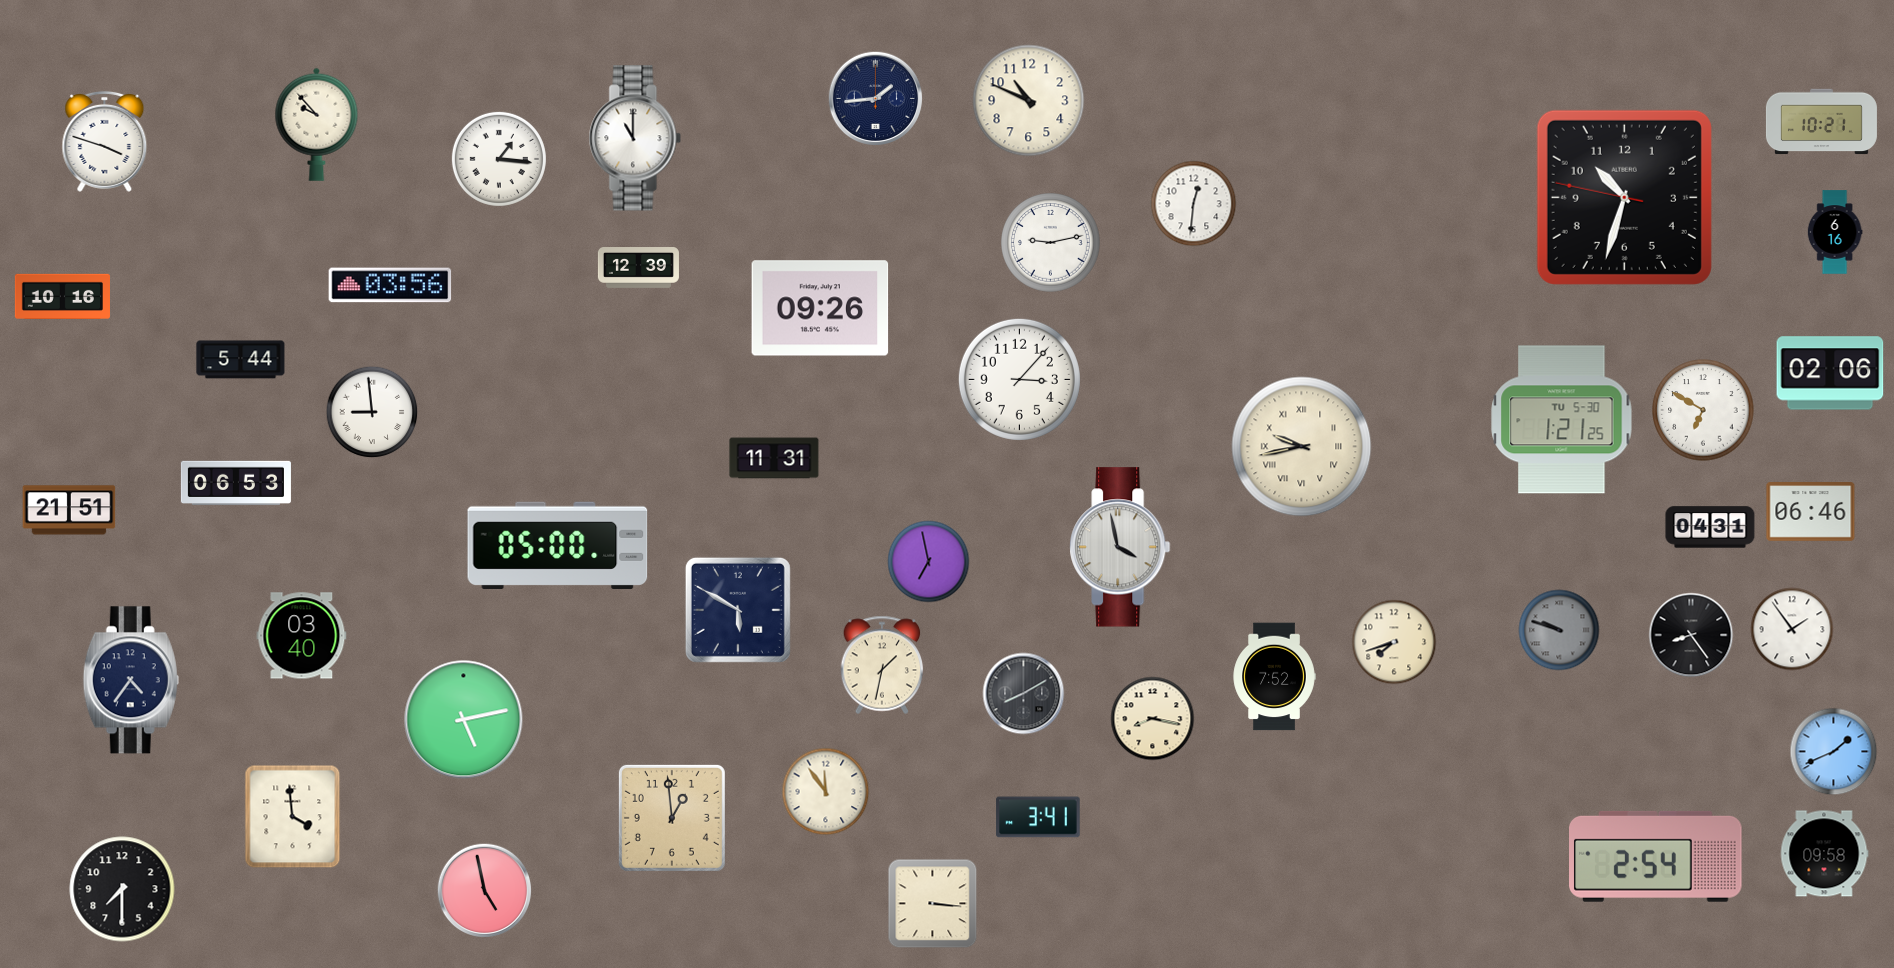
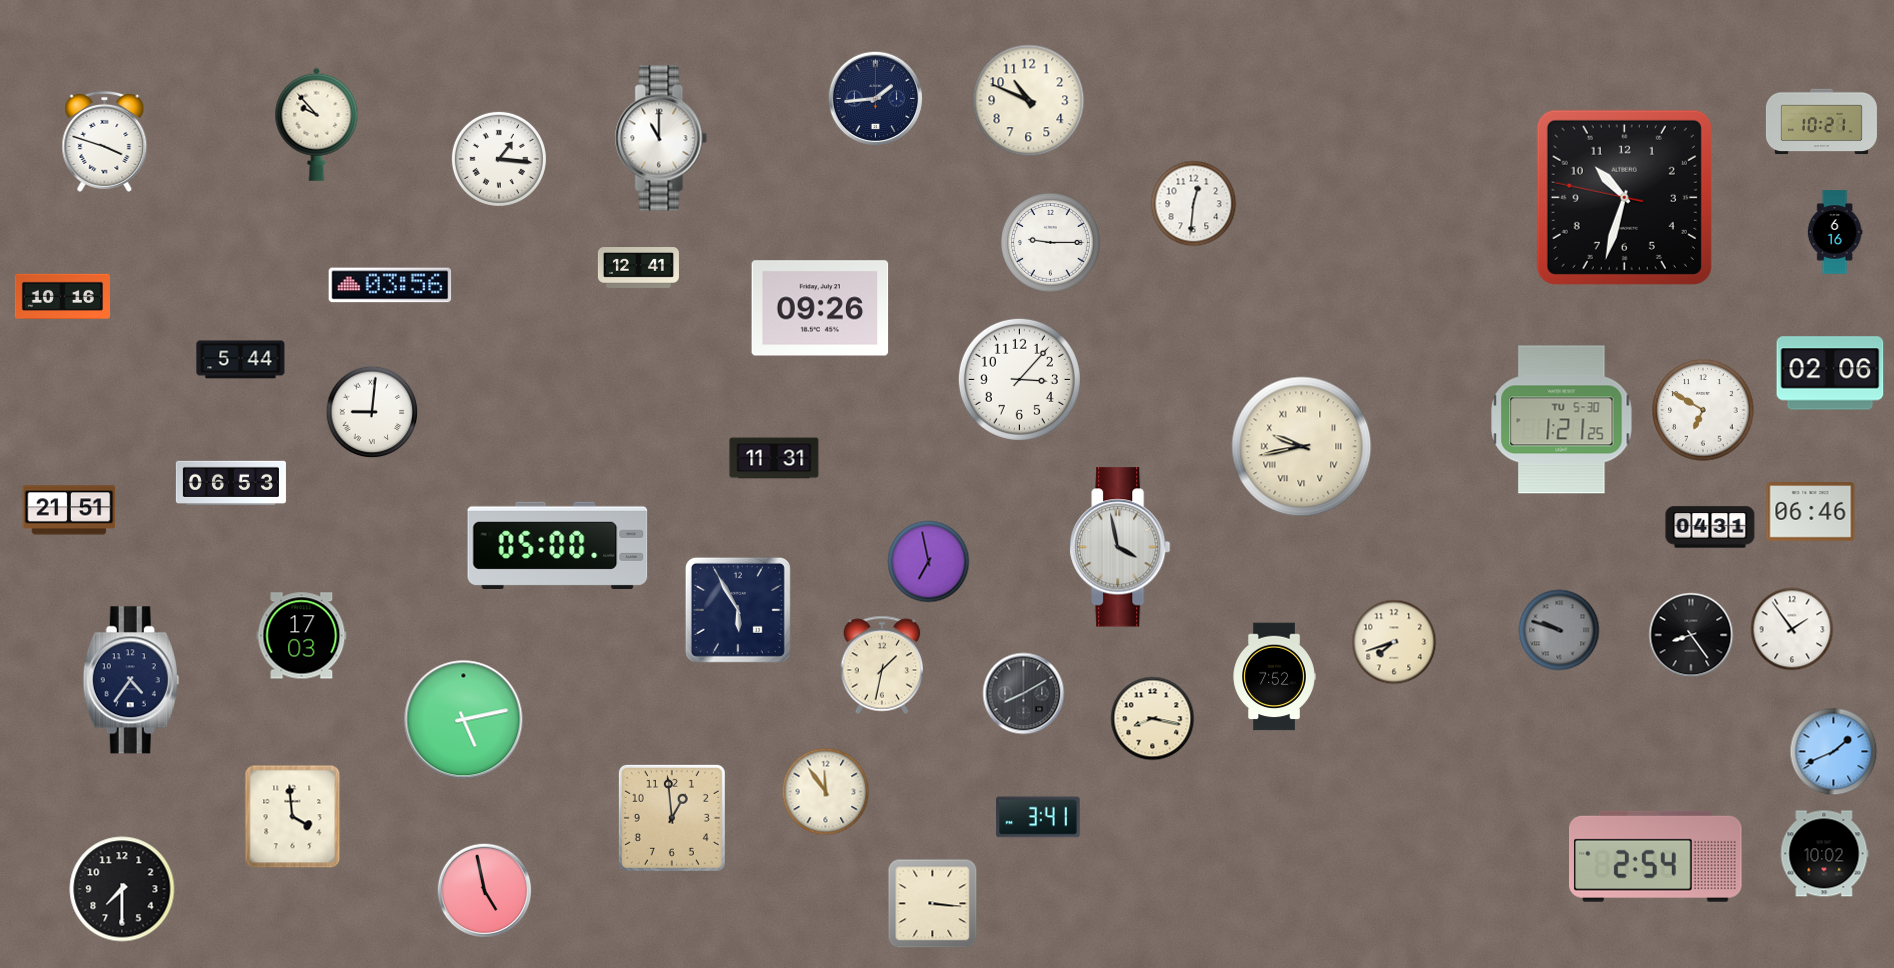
clock at (635, 138) position: (635, 138) -> (661, 138)
clock at (1051, 243): 9:13 -> 9:15
clock at (638, 268): 12:39 -> 12:41
clock at (372, 412): 8:59 -> 9:01
clock at (236, 483) position: (236, 483) -> (231, 483)
clock at (738, 610): 5:50 -> 5:55
clock at (302, 636): 03:40 -> 17:03
clock at (1824, 854): 09:58 -> 10:02
